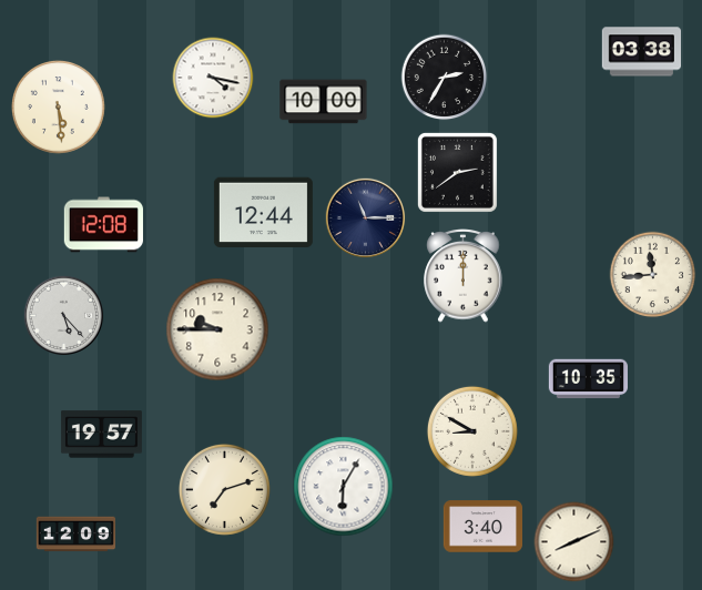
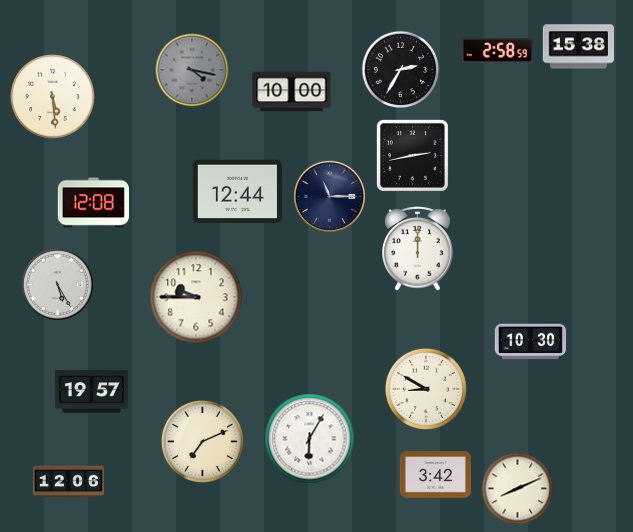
clock at (641, 52): 03:38 -> 15:38
clock at (497, 51): none -> 2:58
clock at (213, 78) dial: white -> grey
clock at (457, 172): 2:39 -> 2:43
clock at (653, 275): 11:44 -> none
clock at (64, 316): 5:23 -> 5:25
clock at (588, 379): 10:35 -> 10:30
clock at (224, 489): 7:12 -> 7:11
clock at (482, 527): 3:40 -> 3:42
clock at (75, 535): 12:09 -> 12:06
